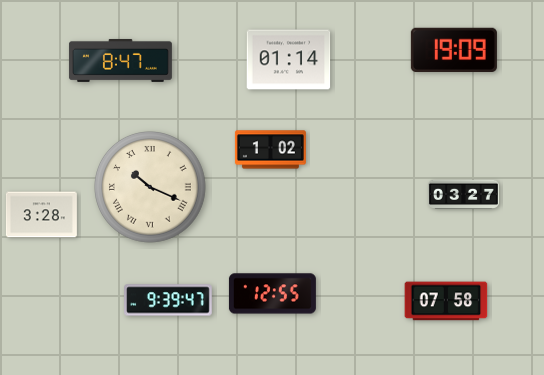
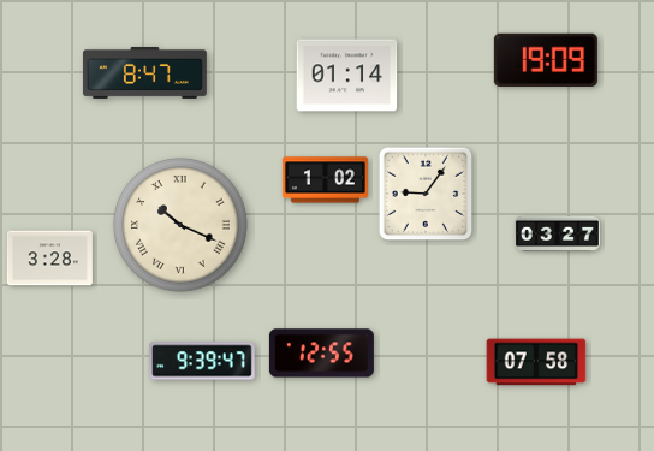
clock at (289, 60) position: (289, 60) -> (347, 76)
clock at (426, 194): none -> 9:06
clock at (272, 294) position: (272, 294) -> (321, 354)
